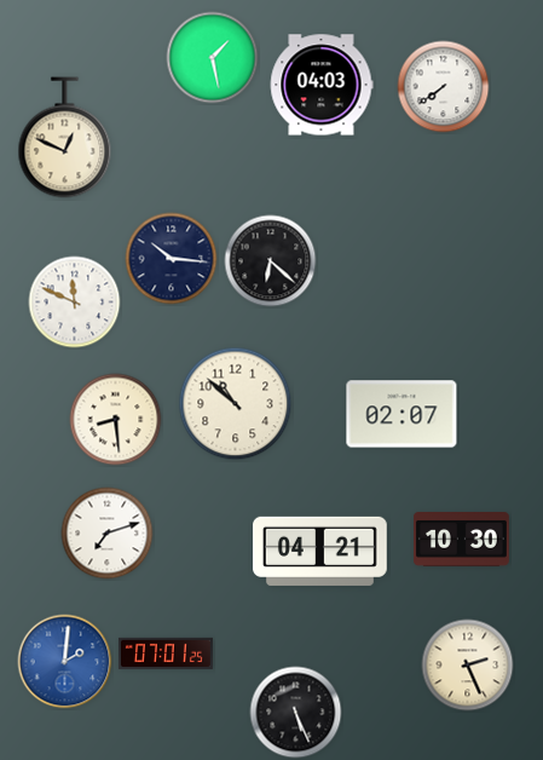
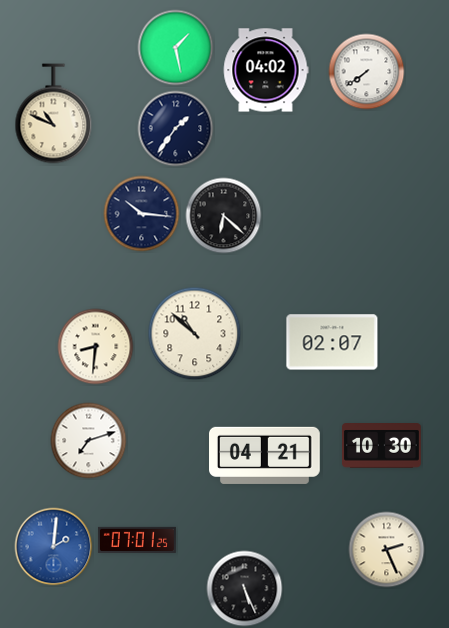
clock at (322, 85): 04:03 -> 04:02
clock at (65, 138): 12:49 -> 10:49
clock at (176, 129): none -> 1:36
clock at (75, 303): 11:49 -> none
clock at (116, 420): 8:29 -> 8:31
